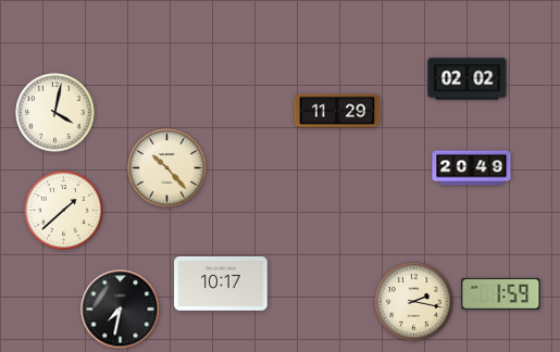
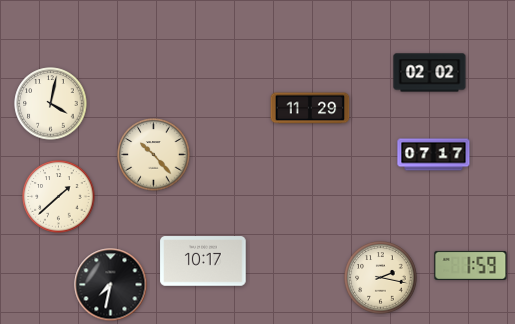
clock at (337, 111) position: (337, 111) -> (310, 108)
clock at (472, 168): 20:49 -> 07:17
clock at (64, 211) position: (64, 211) -> (59, 197)
clock at (501, 293) position: (501, 293) -> (471, 265)
